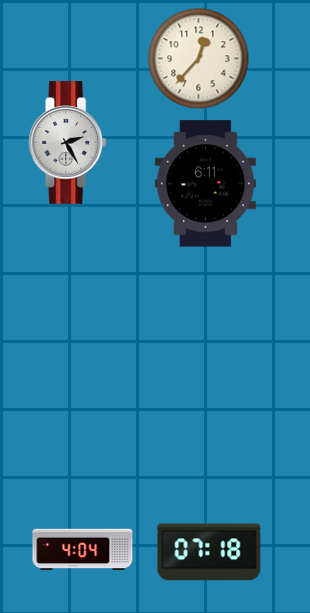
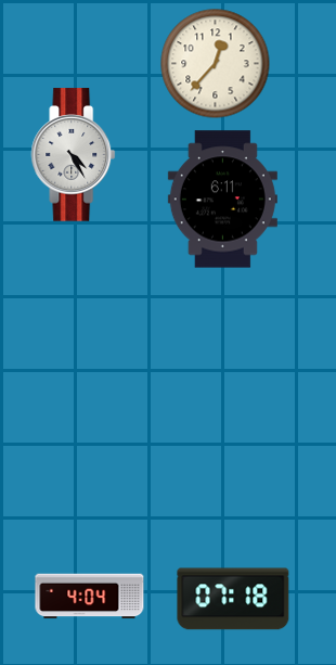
clock at (68, 143): 2:25 -> 4:25
clock at (209, 552) position: (209, 552) -> (233, 599)
